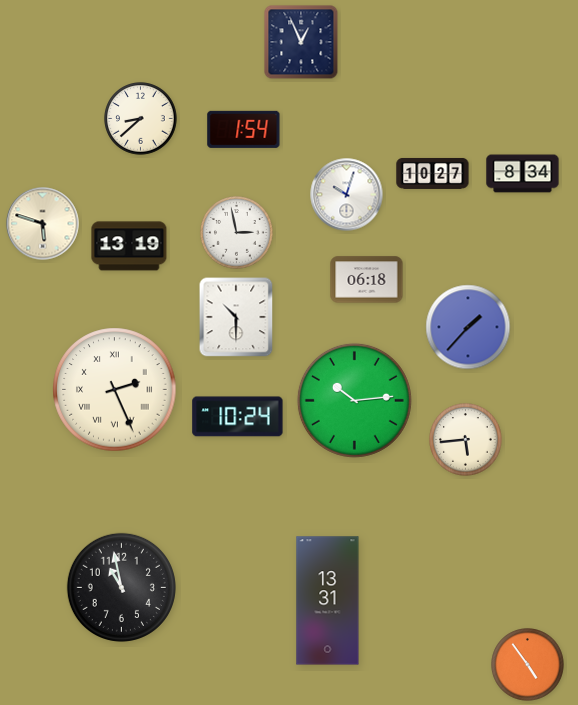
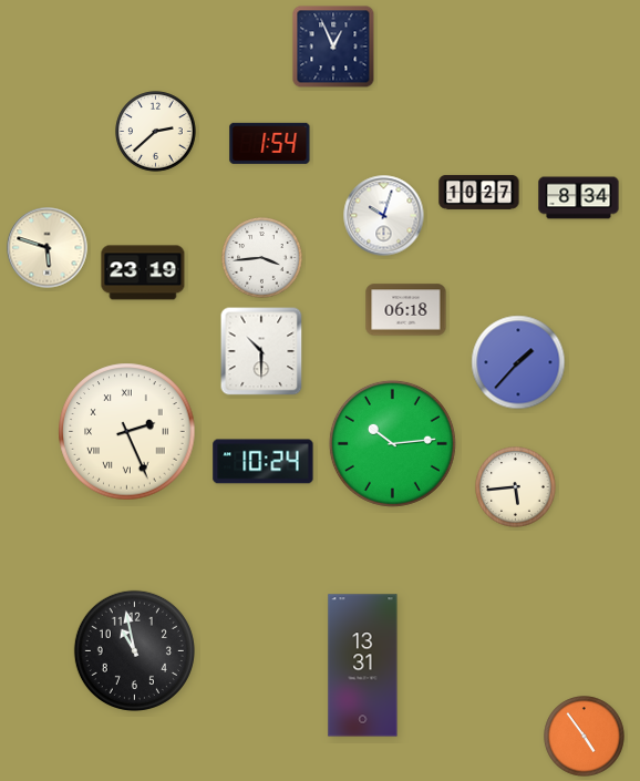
clock at (141, 119): 8:38 -> 2:38
clock at (523, 174) position: (523, 174) -> (579, 198)
clock at (237, 233): 2:58 -> 3:44
clock at (129, 246): 13:19 -> 23:19
